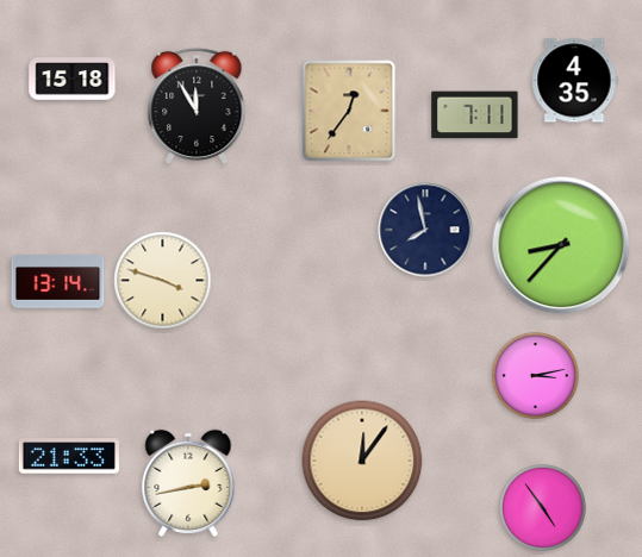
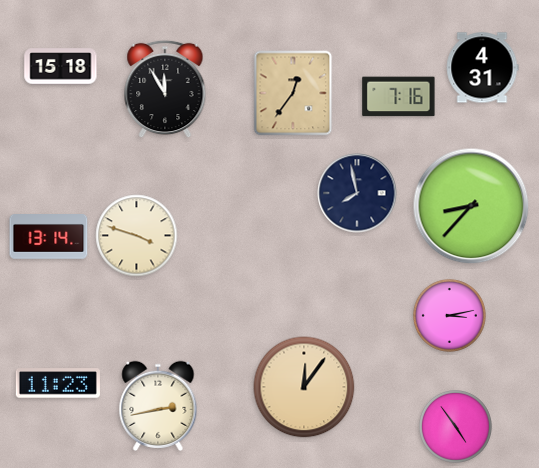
clock at (574, 81): 4:35 -> 4:31
clock at (475, 115): 7:11 -> 7:16
clock at (69, 456): 21:33 -> 11:23
